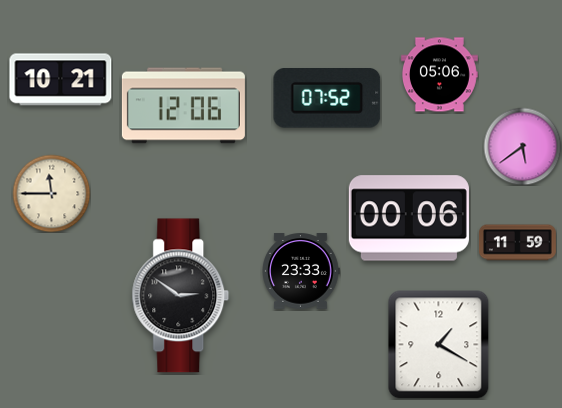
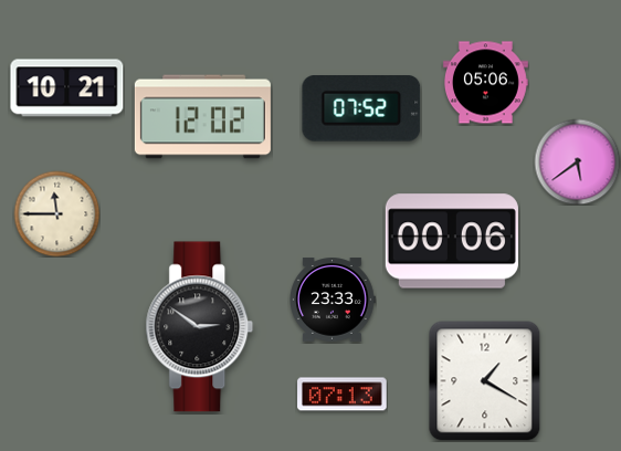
clock at (183, 106): 12:06 -> 12:02
clock at (517, 243): 11:59 -> none
clock at (343, 395): none -> 07:13
